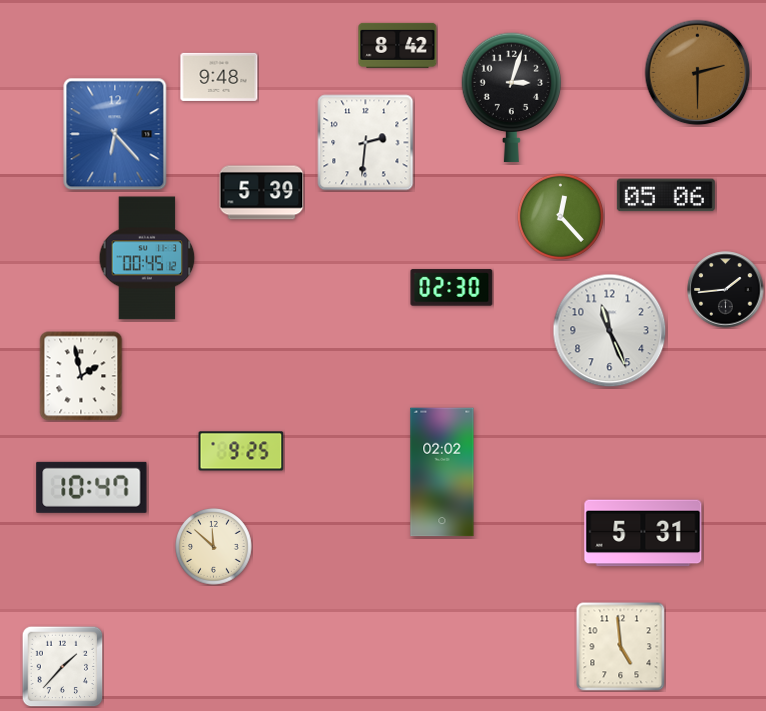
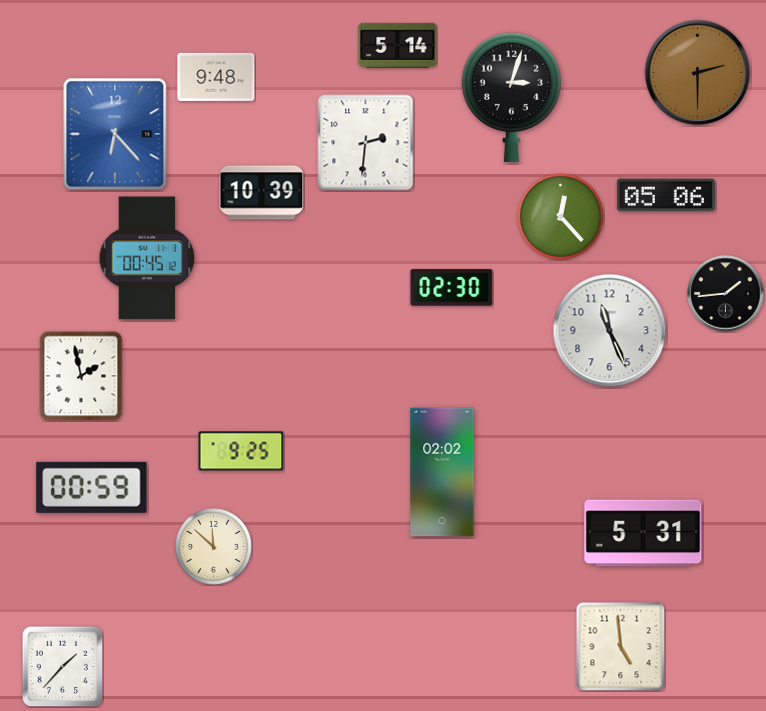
clock at (398, 45): 8:42 -> 5:14
clock at (219, 77) position: (219, 77) -> (216, 77)
clock at (262, 193): 5:39 -> 10:39
clock at (726, 290) position: (726, 290) -> (726, 294)
clock at (92, 487): 10:47 -> 00:59
